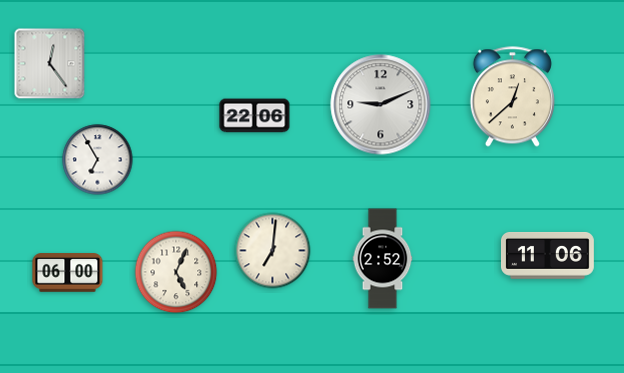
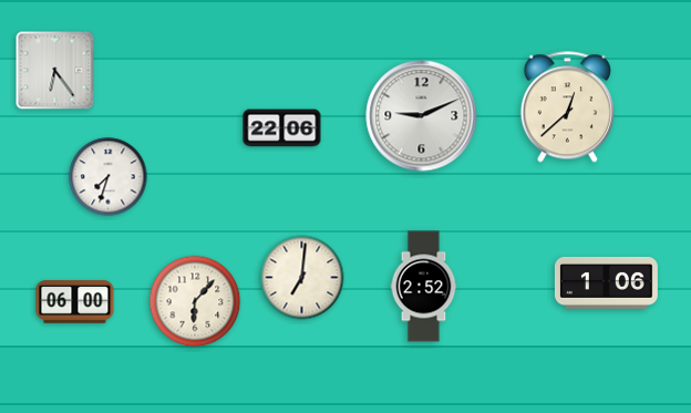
clock at (50, 64): 12:24 -> 6:24
clock at (98, 160): 6:55 -> 7:33
clock at (547, 255): 11:06 -> 1:06
clock at (176, 272): 5:04 -> 6:07
